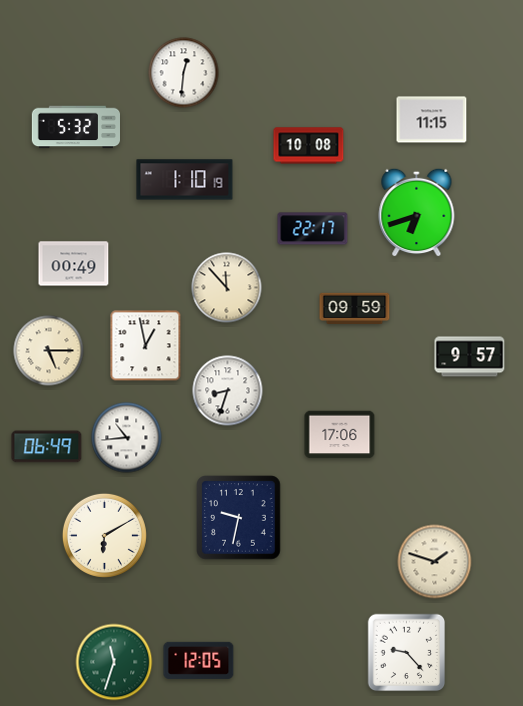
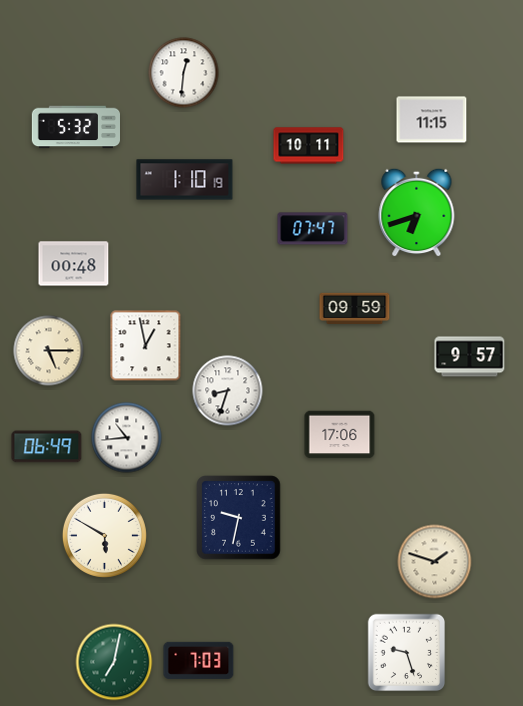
clock at (309, 146): 10:08 -> 10:11
clock at (313, 229): 22:17 -> 07:47
clock at (74, 264): 00:49 -> 00:48
clock at (227, 288): 11:53 -> none
clock at (104, 535): 6:10 -> 5:50
clock at (407, 653): 9:23 -> 9:27
clock at (199, 660): 12:05 -> 7:03
clock at (114, 662): 11:33 -> 7:02
